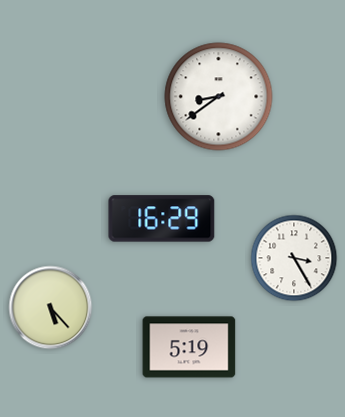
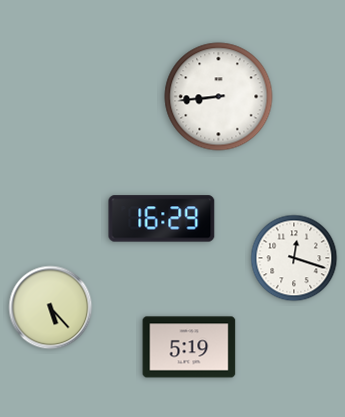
clock at (219, 97): 8:39 -> 8:44
clock at (294, 258): 3:25 -> 12:18
